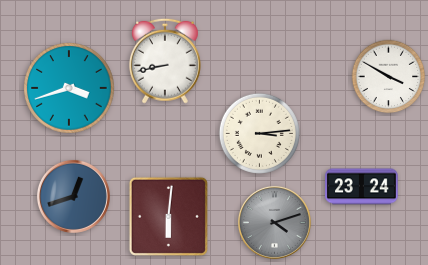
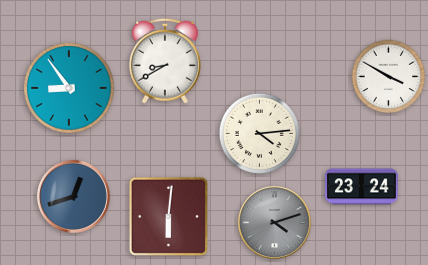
clock at (165, 61): 8:43 -> 8:40
clock at (69, 88): 3:42 -> 8:54
clock at (259, 133): 3:14 -> 4:14
